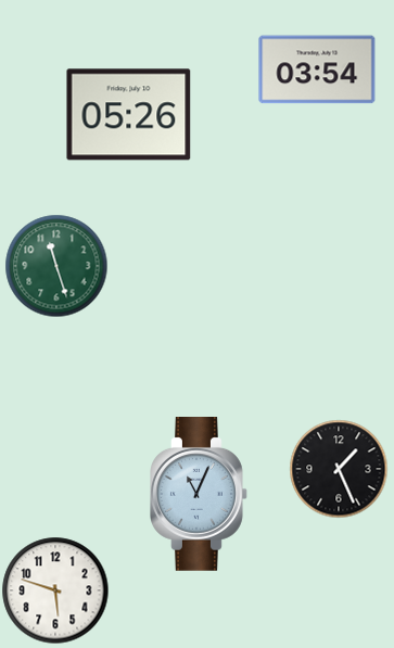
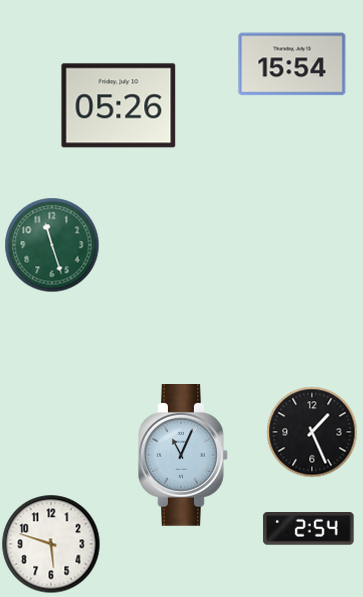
clock at (317, 69): 03:54 -> 15:54
clock at (309, 529): none -> 2:54
